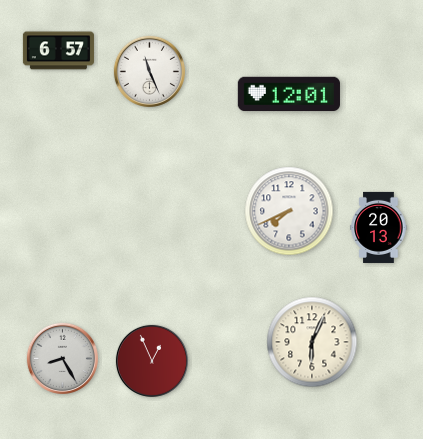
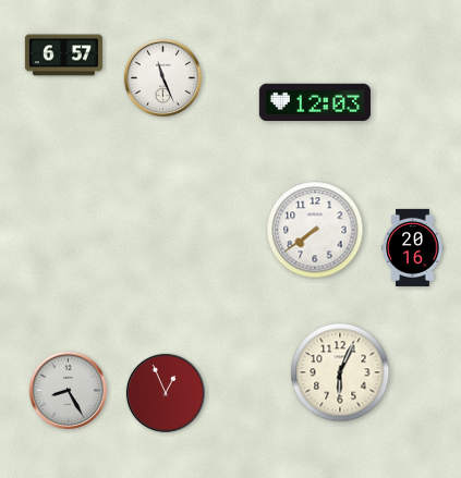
clock at (289, 94): 12:01 -> 12:03
clock at (289, 211): 7:41 -> 7:39
clock at (379, 227): 20:13 -> 20:16
